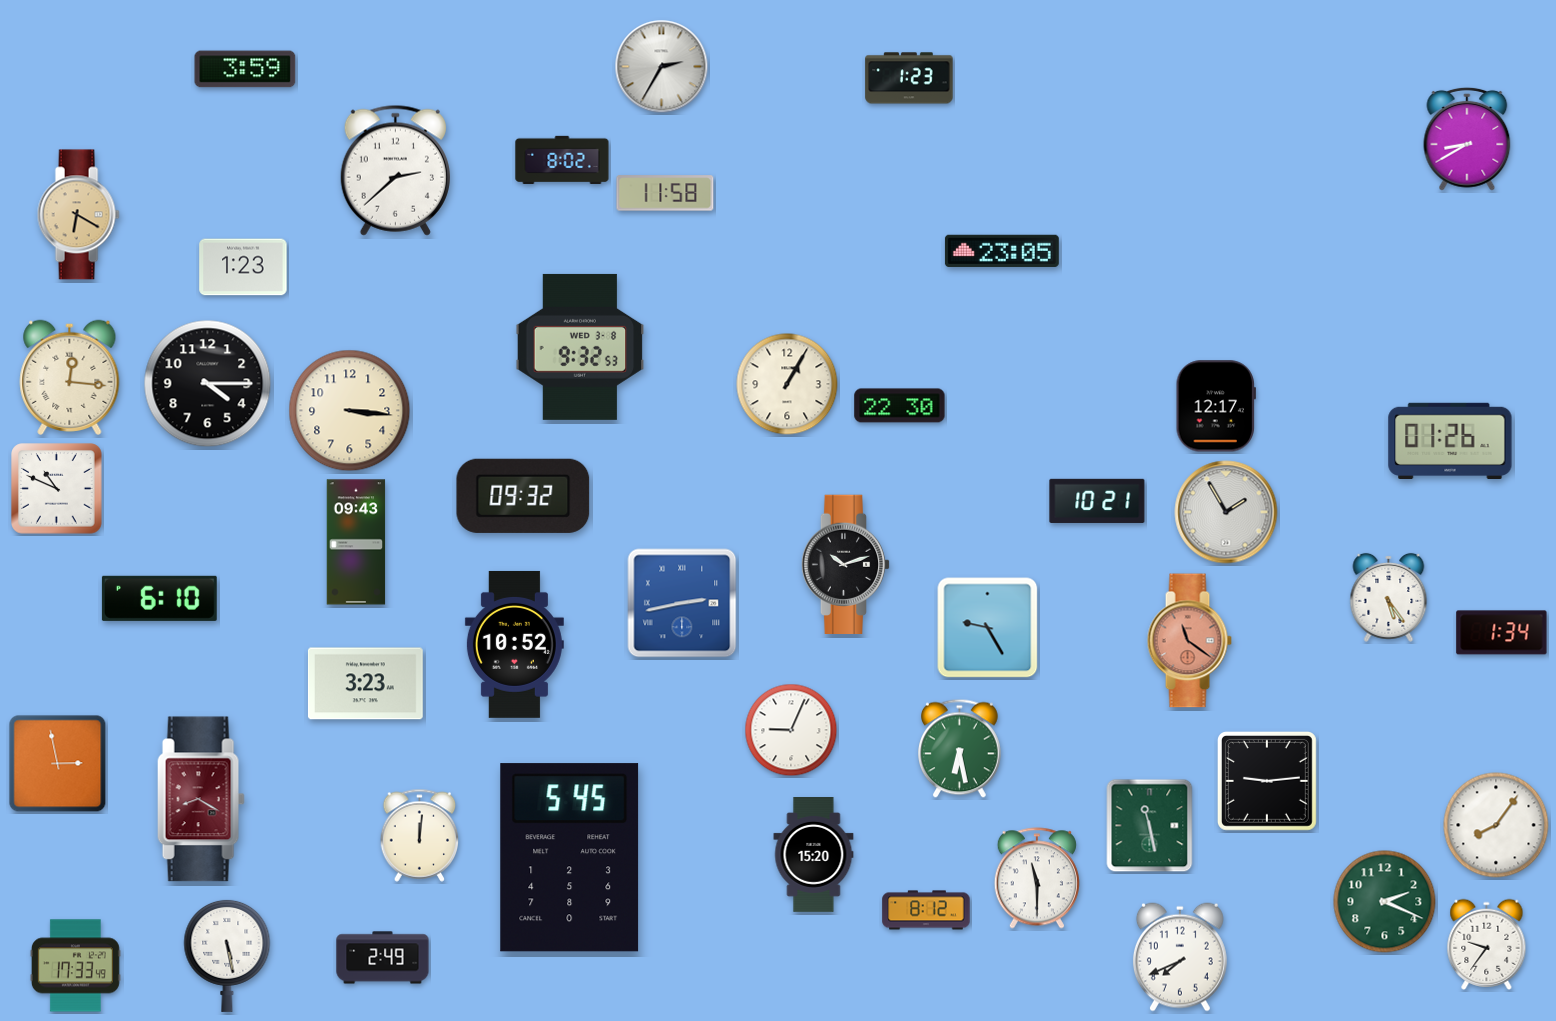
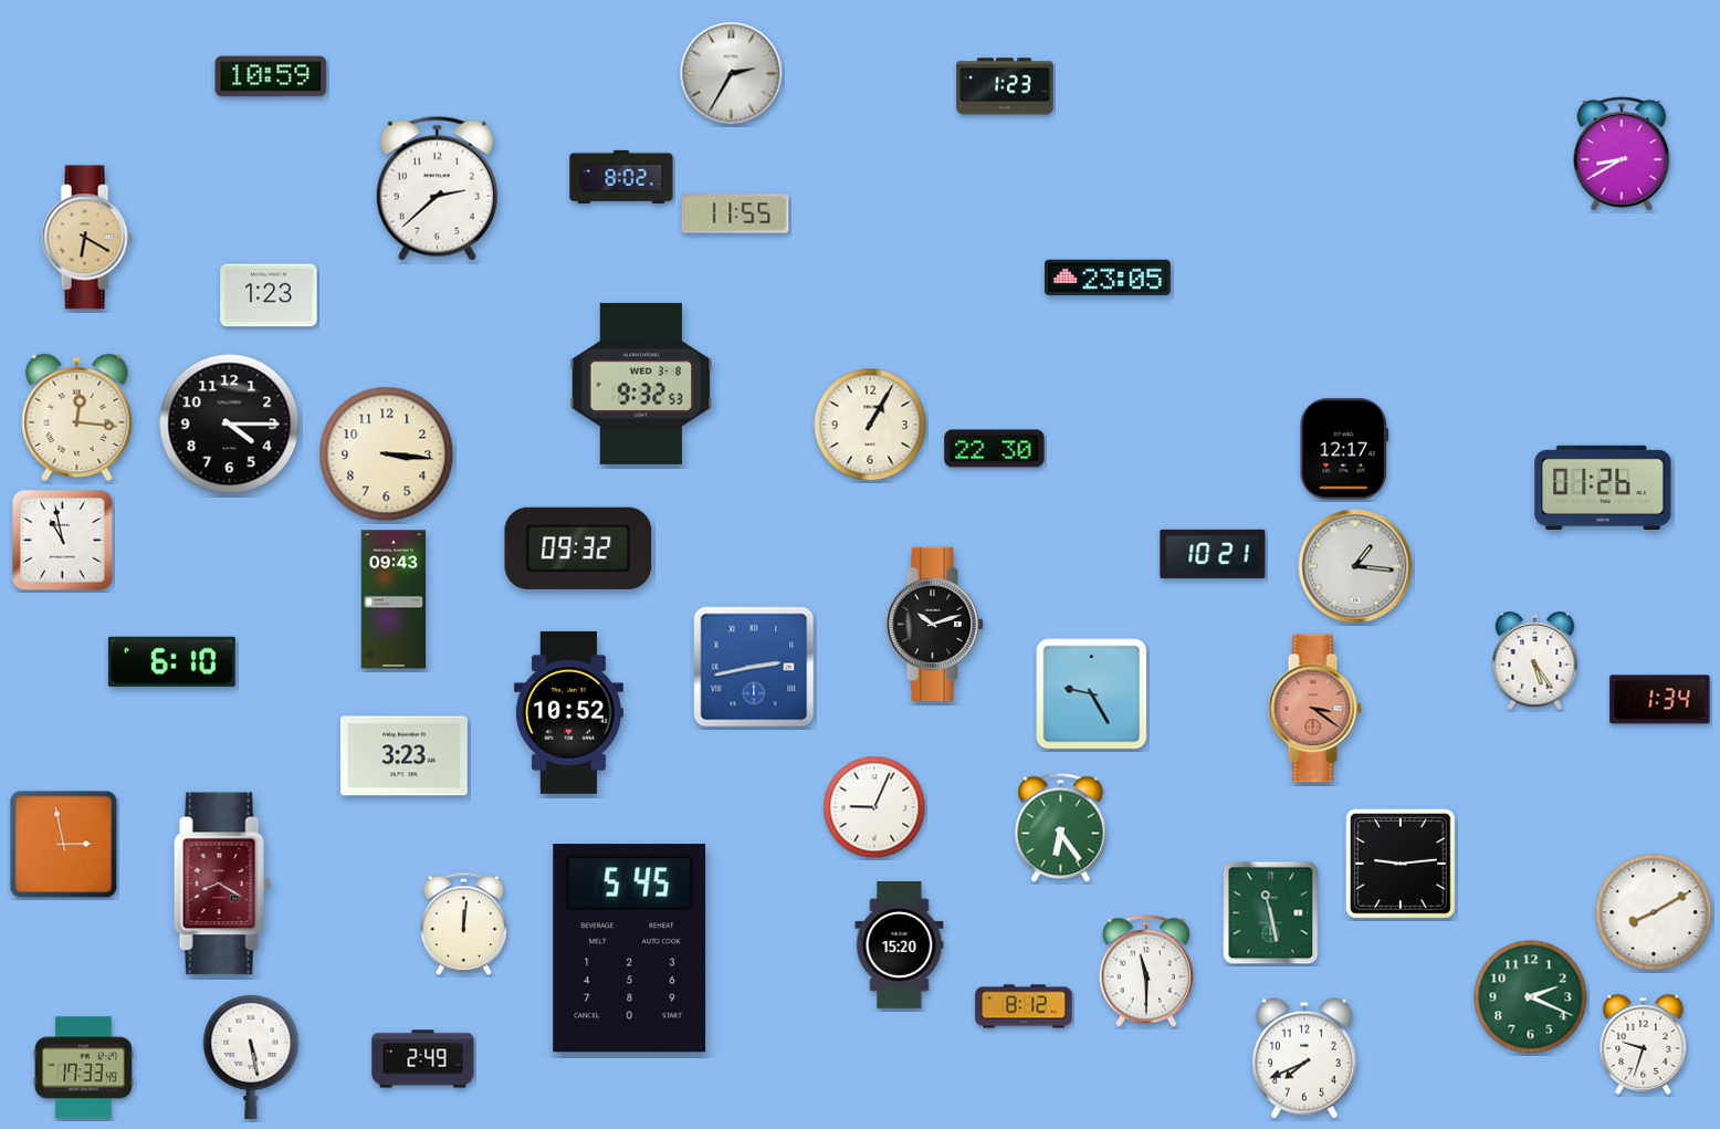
clock at (245, 69): 3:59 -> 10:59
clock at (665, 193): 11:58 -> 11:55
clock at (57, 489): 10:49 -> 10:58
clock at (1226, 512): 1:55 -> 1:16
clock at (159, 598) position: (159, 598) -> (171, 661)
clock at (1189, 641): 11:21 -> 3:21
clock at (960, 749): 6:28 -> 6:24
clock at (1496, 825): 8:06 -> 8:10
clock at (1487, 944): 9:36 -> 9:33
